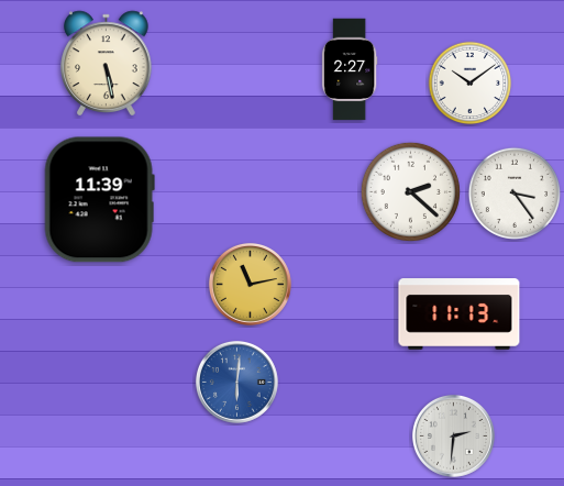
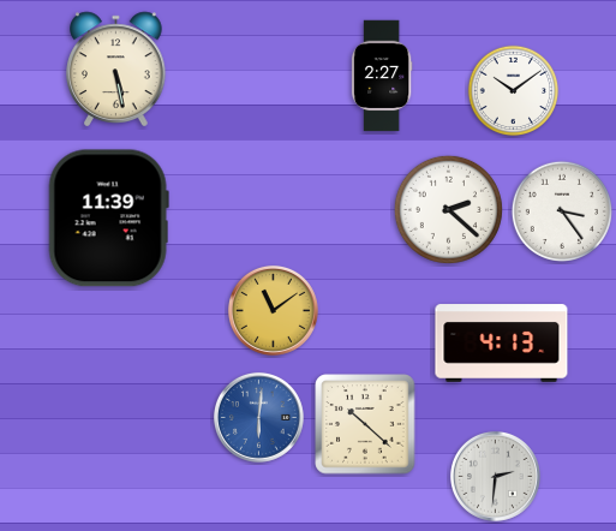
clock at (250, 284): 11:13 -> 11:09
clock at (460, 314): 11:13 -> 4:13
clock at (365, 424): none -> 10:22
